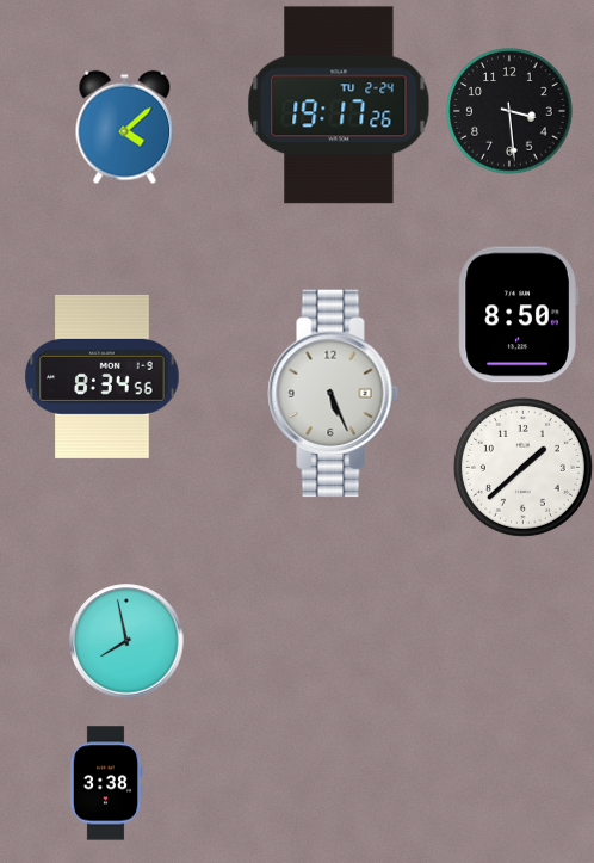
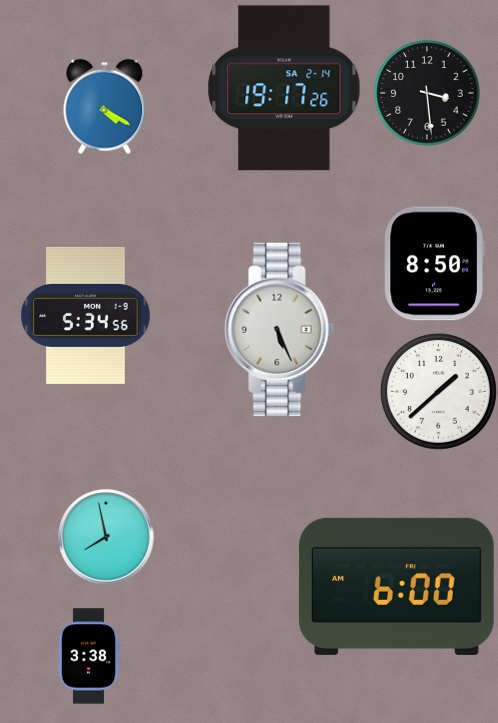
clock at (339, 105) date: TU 2-24 -> SA 2-14
clock at (125, 127): 4:08 -> 4:20
clock at (103, 376): 8:34 -> 5:34
clock at (397, 586): none -> 6:00
